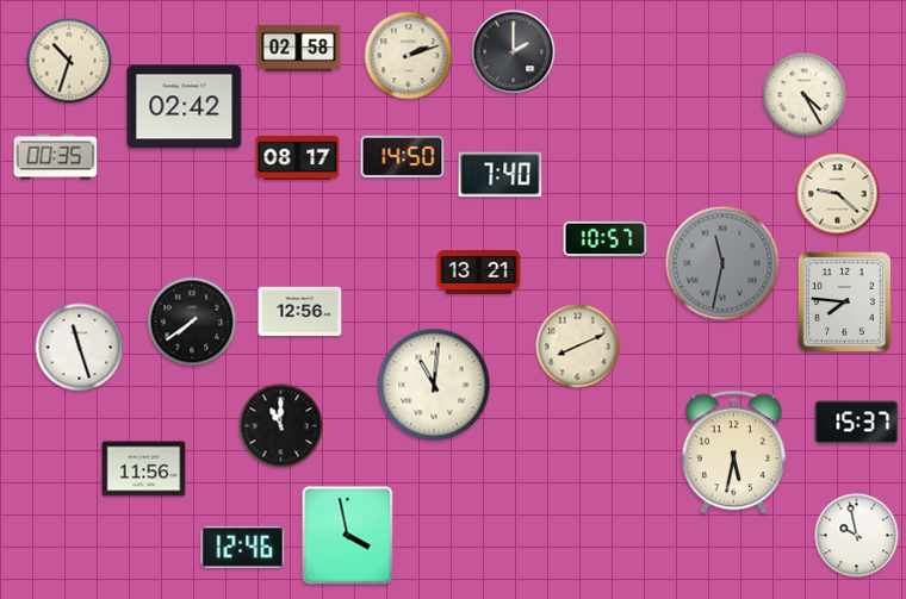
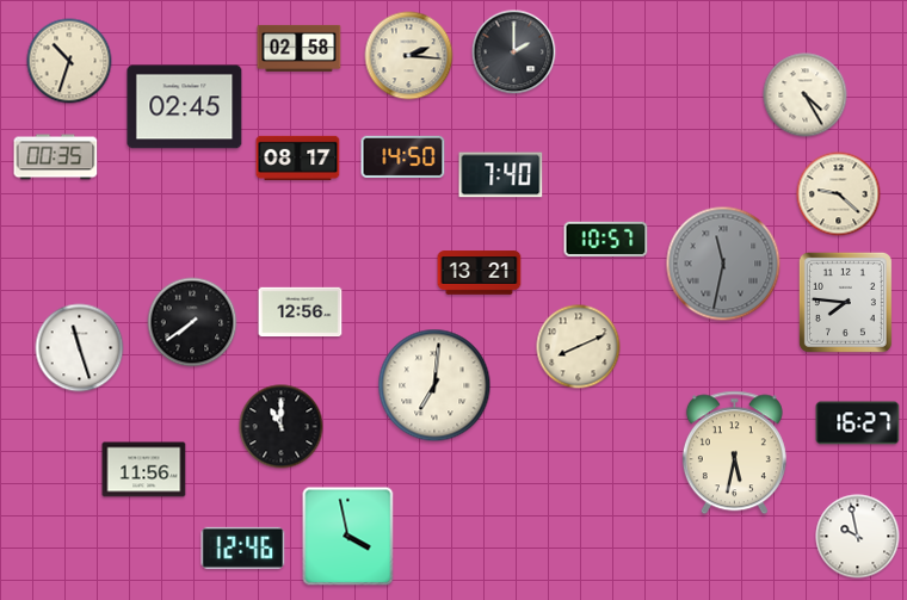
clock at (409, 56): 2:12 -> 2:16
clock at (185, 107): 02:42 -> 02:45
clock at (434, 385): 11:01 -> 7:01
clock at (857, 423): 15:37 -> 16:27
